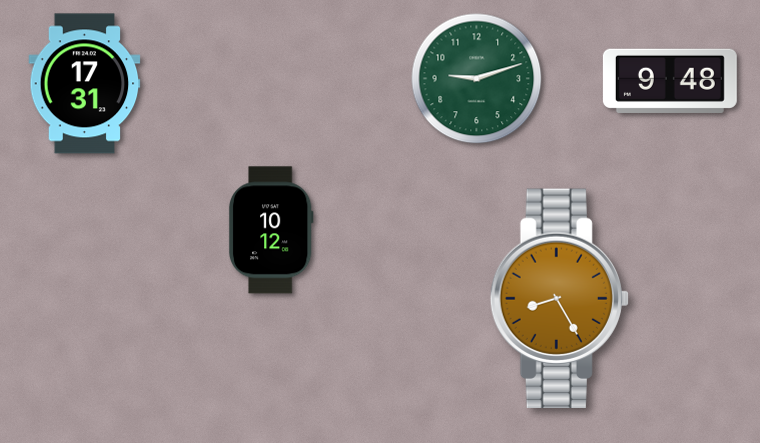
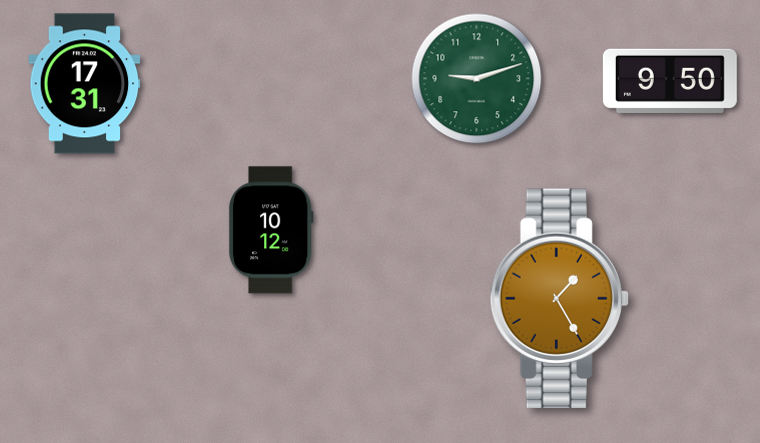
clock at (670, 81): 9:48 -> 9:50
clock at (559, 298): 8:25 -> 1:25
